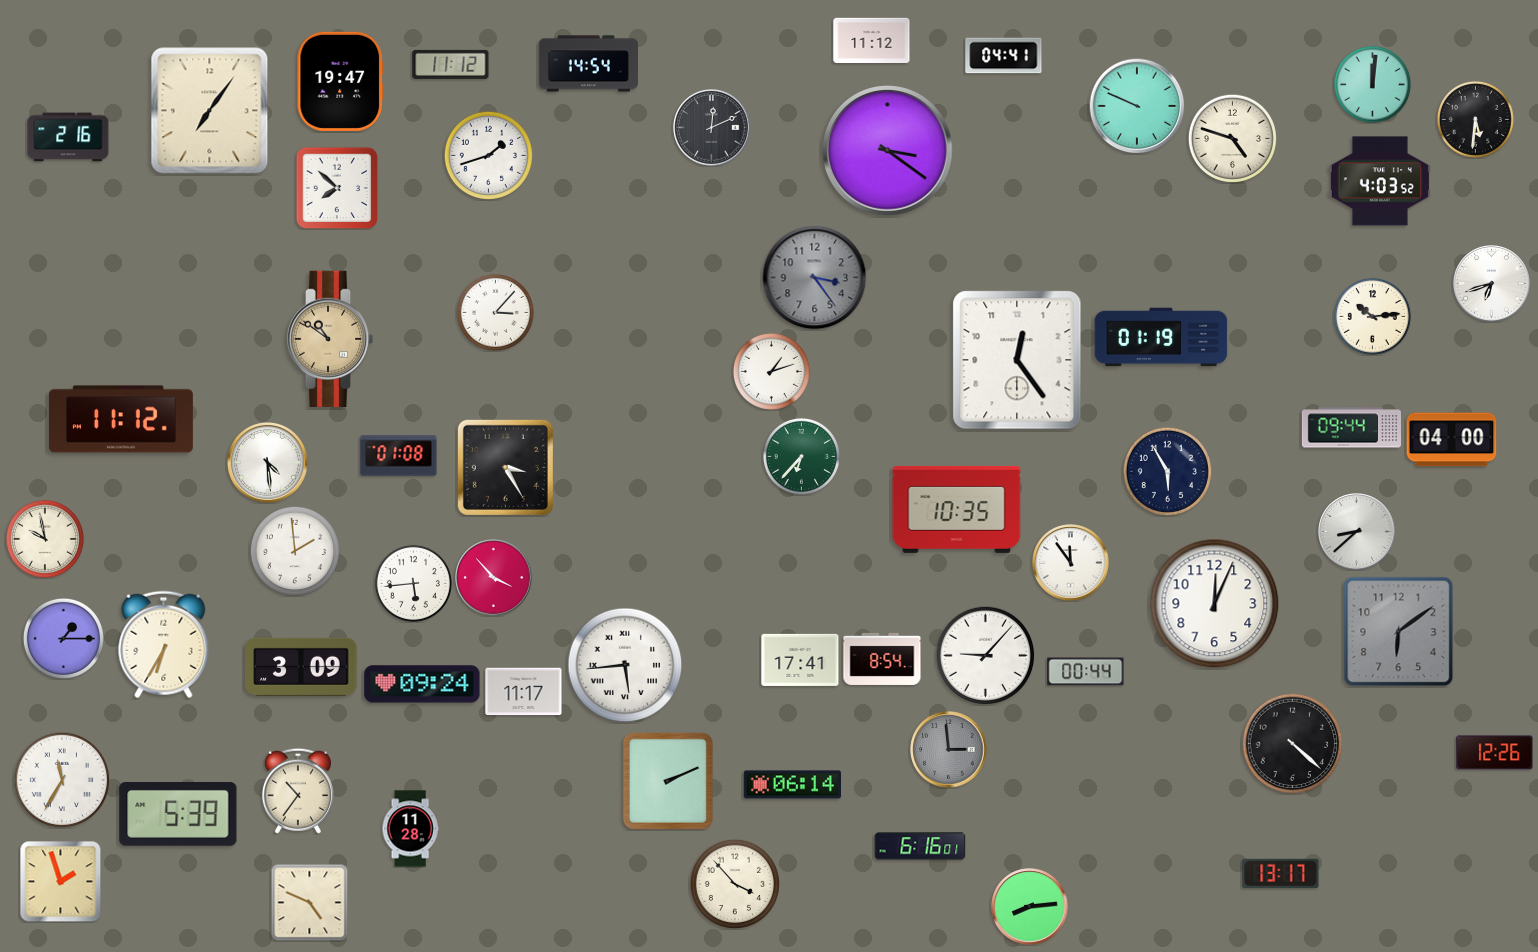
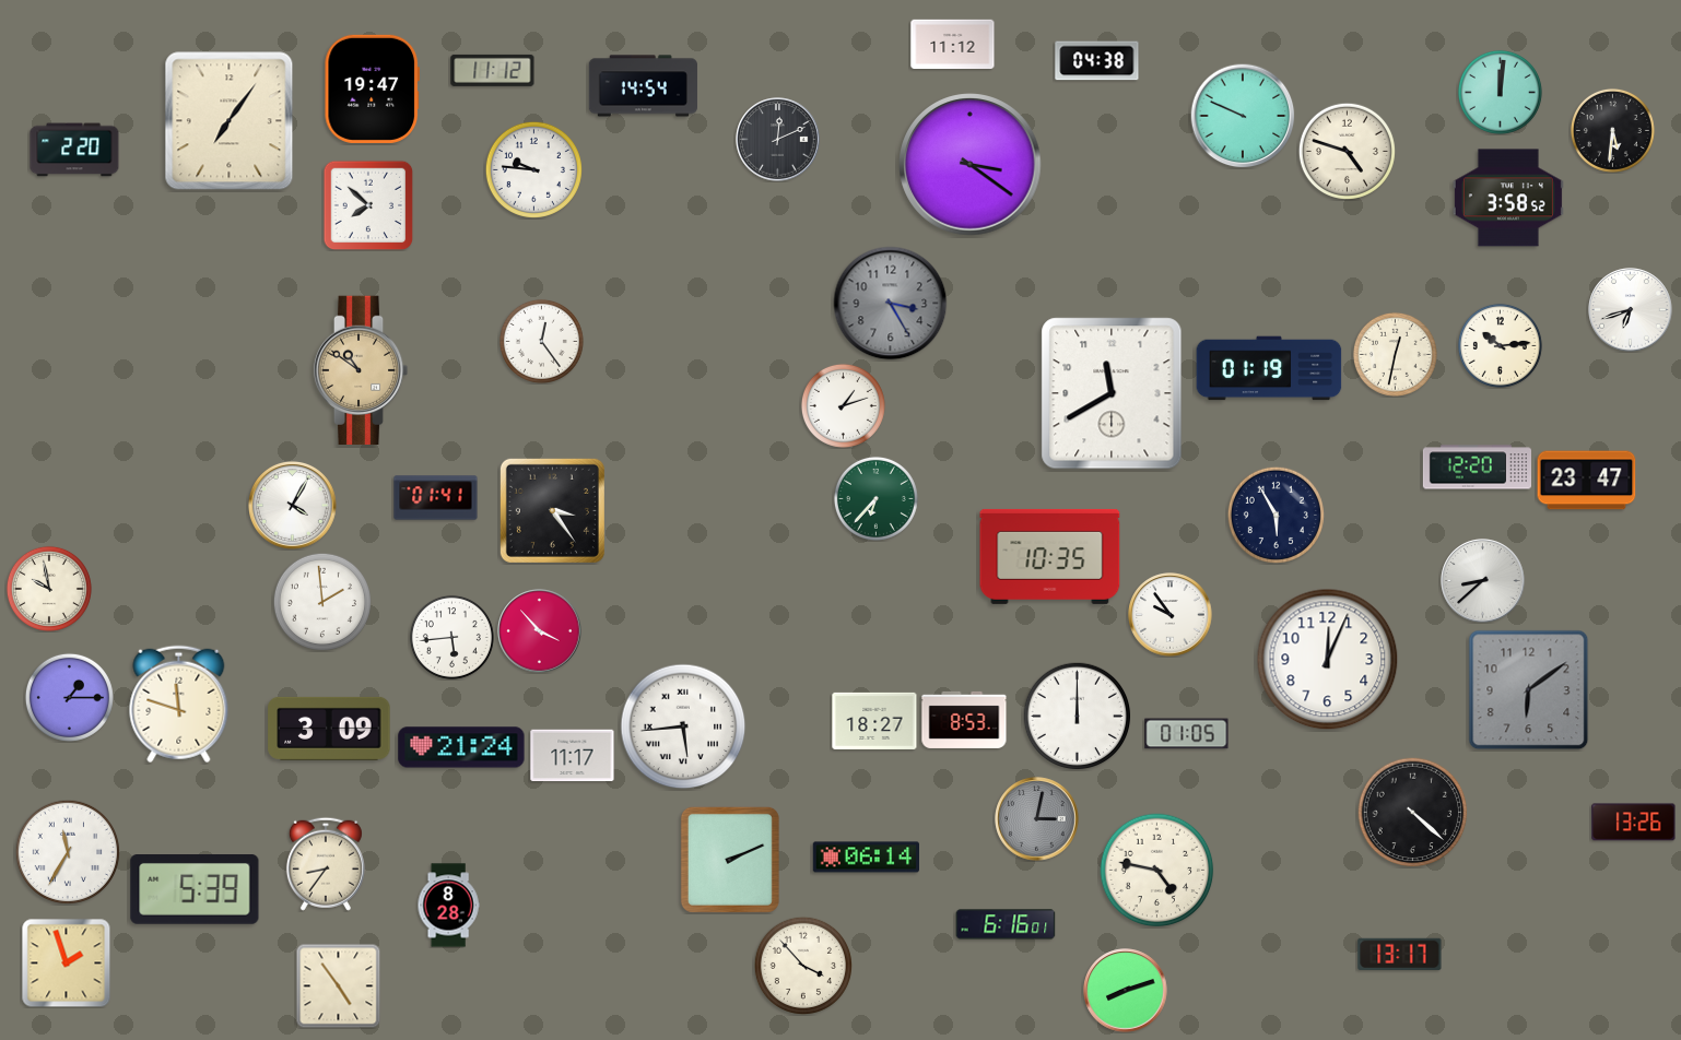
clock at (1004, 56): 04:41 -> 04:38
clock at (588, 64) position: (588, 64) -> (643, 86)
clock at (68, 137): 2:16 -> 2:20
clock at (488, 155): 1:42 -> 9:46
clock at (1380, 181): 4:03 -> 3:58
clock at (815, 278): 3:24 -> 3:25
clock at (495, 312): 3:07 -> 12:24
clock at (1395, 354): none -> 12:32
clock at (1017, 360): 12:24 -> 11:40
clock at (121, 419): 11:12 -> none
clock at (1351, 428): 09:44 -> 12:20
clock at (1452, 440): 04:00 -> 23:47
clock at (399, 456): 01:08 -> 01:41
clock at (268, 463): 4:29 -> 4:05
clock at (505, 467): 3:25 -> 3:24
clock at (957, 509) position: (957, 509) -> (1050, 556)
clock at (1071, 563): 11:54 -> 9:54
clock at (164, 645): 6:35 -> 11:48
clock at (986, 656): 9:07 -> 12:00
clock at (882, 659): 8:54 -> 8:53
clock at (800, 660): 17:41 -> 18:27
clock at (1086, 672): 00:44 -> 01:05
clock at (422, 684): 09:24 -> 21:24
clock at (949, 750): 2:59 -> 3:02
clock at (1495, 753): 12:26 -> 13:26
clock at (668, 781) position: (668, 781) -> (730, 860)
clock at (298, 791): 10:36 -> 8:36
clock at (1157, 871): none -> 4:47
clock at (410, 829): 11:28 -> 8:28
clock at (309, 902): 4:49 -> 4:54
clock at (1030, 907): 8:14 -> 8:12
